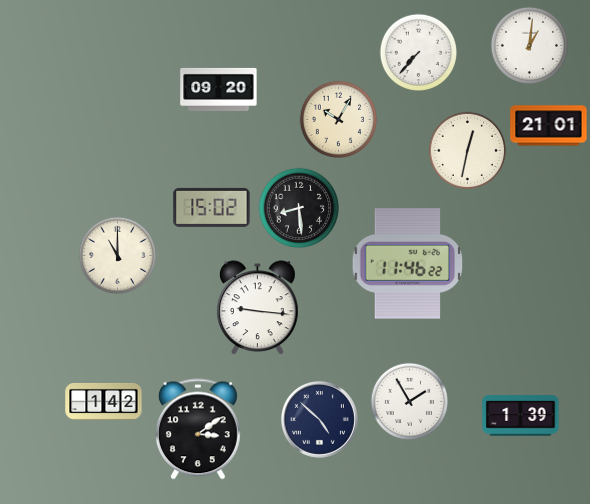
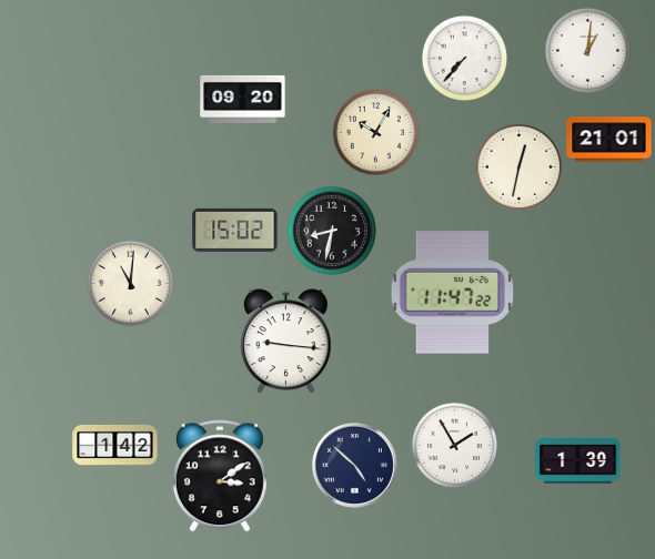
clock at (299, 208): 8:29 -> 8:32
clock at (117, 255): 11:00 -> 11:01
clock at (408, 264): 11:46 -> 11:47
